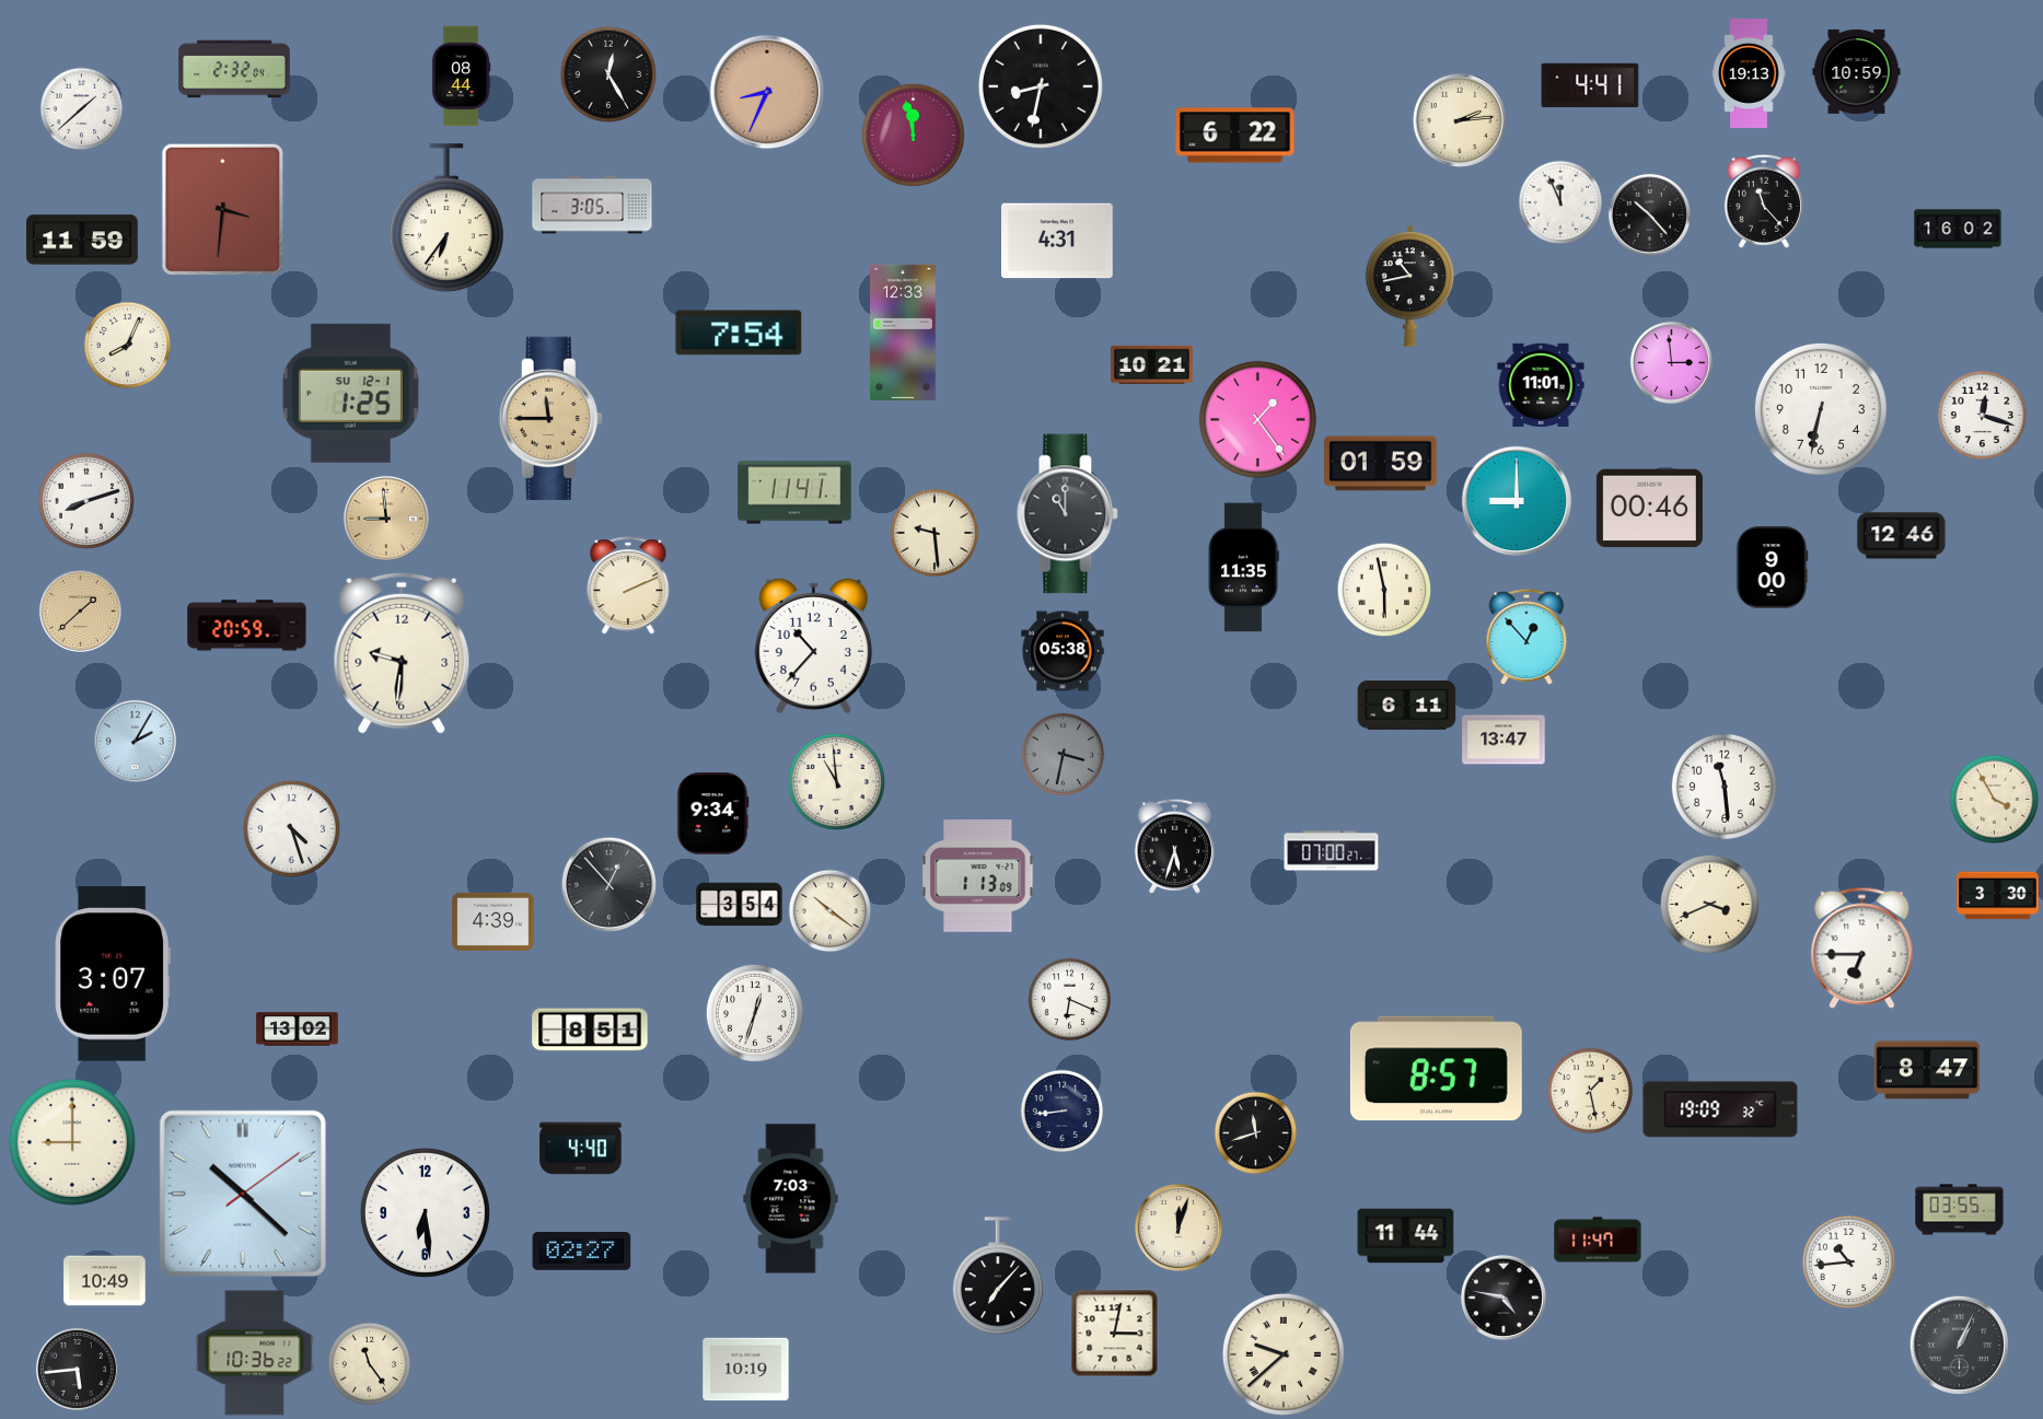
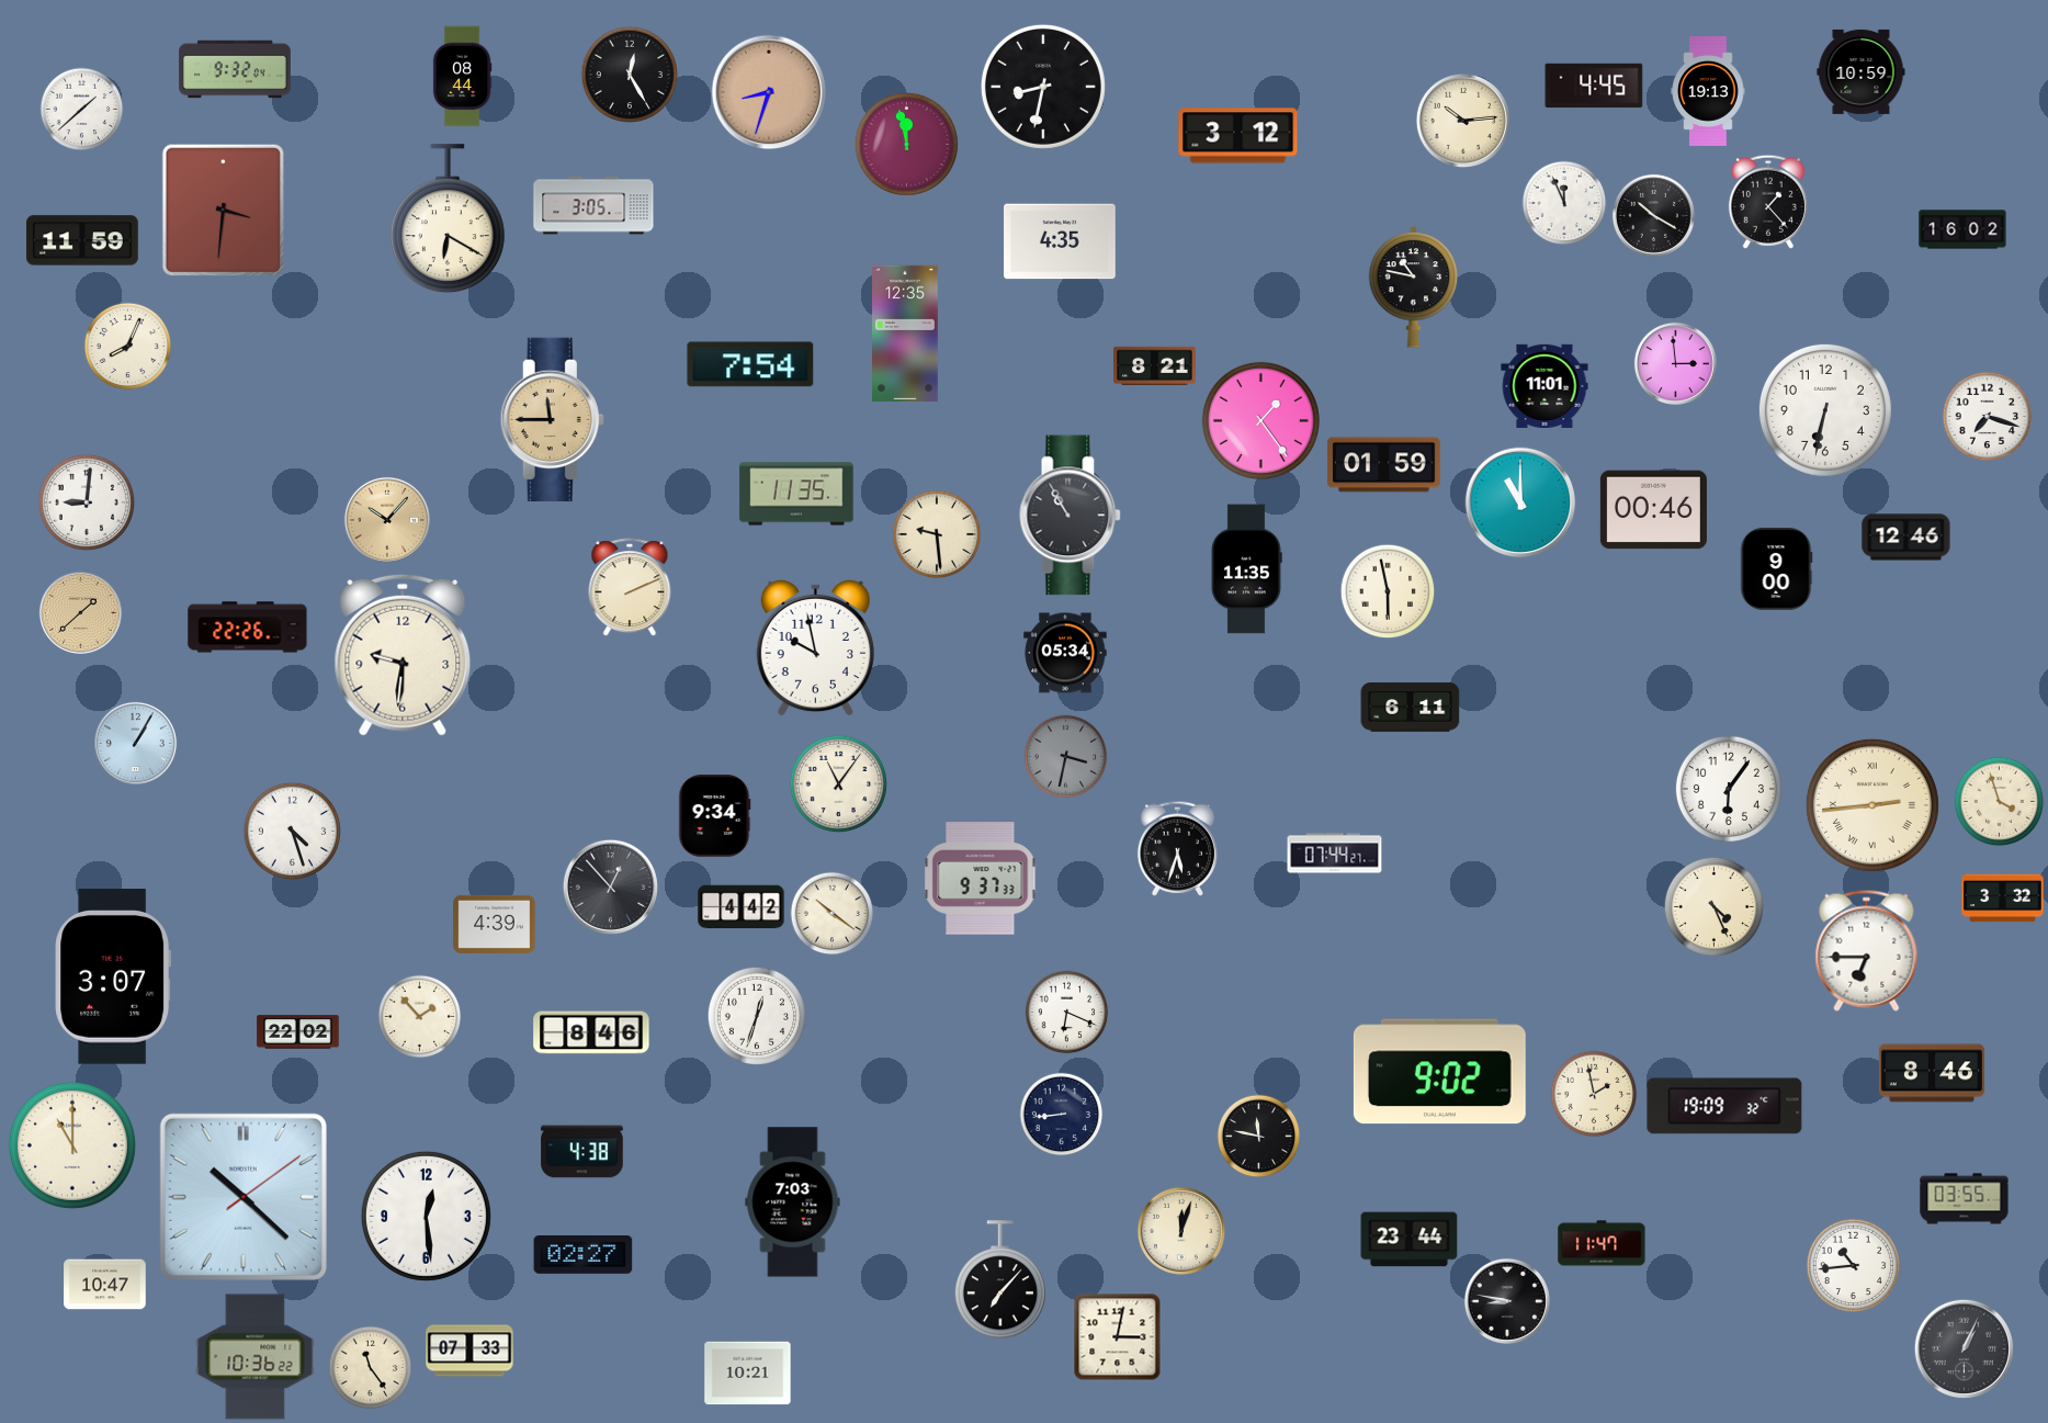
clock at (234, 69): 2:32 -> 9:32
clock at (607, 73) position: (607, 73) -> (629, 74)
clock at (1749, 73) position: (1749, 73) -> (1708, 91)
clock at (1590, 85): 4:41 -> 4:45
clock at (767, 92): 8:34 -> 8:33
clock at (1460, 120): 2:14 -> 10:14
clock at (913, 135) position: (913, 135) -> (906, 144)
clock at (1235, 136): 6:22 -> 3:12
clock at (1764, 201): 11:23 -> 1:23
clock at (1649, 214): 10:23 -> 10:20
clock at (446, 218): 6:36 -> 6:20
clock at (1058, 241): 4:31 -> 4:35
clock at (1411, 287): 10:43 -> 10:47
clock at (739, 333) position: (739, 333) -> (750, 364)
clock at (904, 333): 12:33 -> 12:35
clock at (1152, 364): 10:21 -> 8:21
clock at (350, 393): 1:25 -> none
clock at (1983, 416): 12:18 -> 7:18
clock at (794, 492): 11:41 -> 11:35
clock at (85, 500): 8:12 -> 9:01
clock at (1517, 501): 9:00 -> 11:00
clock at (1068, 514): 11:00 -> 10:55
clock at (386, 519): 8:59 -> 10:07
clock at (247, 626): 20:59 -> 22:26
clock at (1527, 638): 12:53 -> none
clock at (813, 645): 10:37 -> 9:58
clock at (1063, 651): 05:38 -> 05:34
clock at (1504, 740): 13:47 -> none
clock at (135, 741): 2:05 -> 1:05
clock at (836, 781): 10:59 -> 11:06
clock at (1725, 787): 11:29 -> 6:06
clock at (1995, 800): 3:55 -> 3:57
clock at (1872, 805): none -> 2:44
clock at (1332, 851): 07:00 -> 07:44
clock at (978, 876): 1:13 -> 9:37
clock at (1998, 896): 3:30 -> 3:32
clock at (1709, 904): 3:41 -> 4:26
clock at (740, 905): 3:54 -> 4:42
clock at (1070, 1000) position: (1070, 1000) -> (1067, 1013)
clock at (420, 1017): none -> 1:53
clock at (298, 1030): 13:02 -> 22:02
clock at (590, 1030): 8:51 -> 8:46
clock at (1436, 1069): 8:57 -> 9:02
clock at (1927, 1070): 8:47 -> 8:46
clock at (1590, 1091): 1:28 -> 1:58
clock at (1720, 1109) position: (1720, 1109) -> (1724, 1106)
clock at (1063, 1112) position: (1063, 1112) -> (1062, 1115)
clock at (1256, 1133): 11:42 -> 11:47
clock at (72, 1142): 9:00 -> 11:00
clock at (581, 1149): 4:40 -> 4:38
clock at (1960, 1210) position: (1960, 1210) -> (1965, 1199)
clock at (425, 1212): 6:29 -> 12:29
clock at (1406, 1236): 11:44 -> 23:44
clock at (105, 1281): 10:49 -> 10:47
clock at (1504, 1298): 4:47 -> 8:47
clock at (469, 1351): none -> 07:33
clock at (1284, 1354): 9:38 -> none
clock at (77, 1369): 5:44 -> none
clock at (746, 1370): 10:19 -> 10:21
